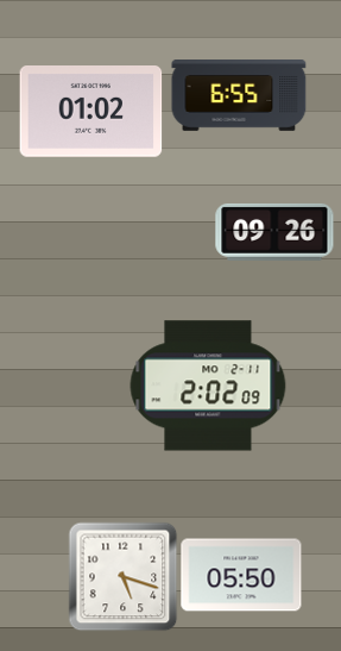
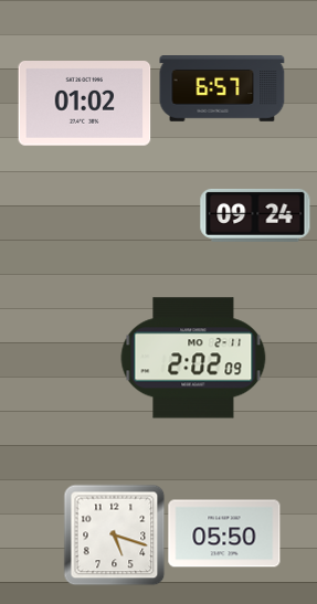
clock at (239, 96): 6:55 -> 6:57
clock at (274, 232): 09:26 -> 09:24
